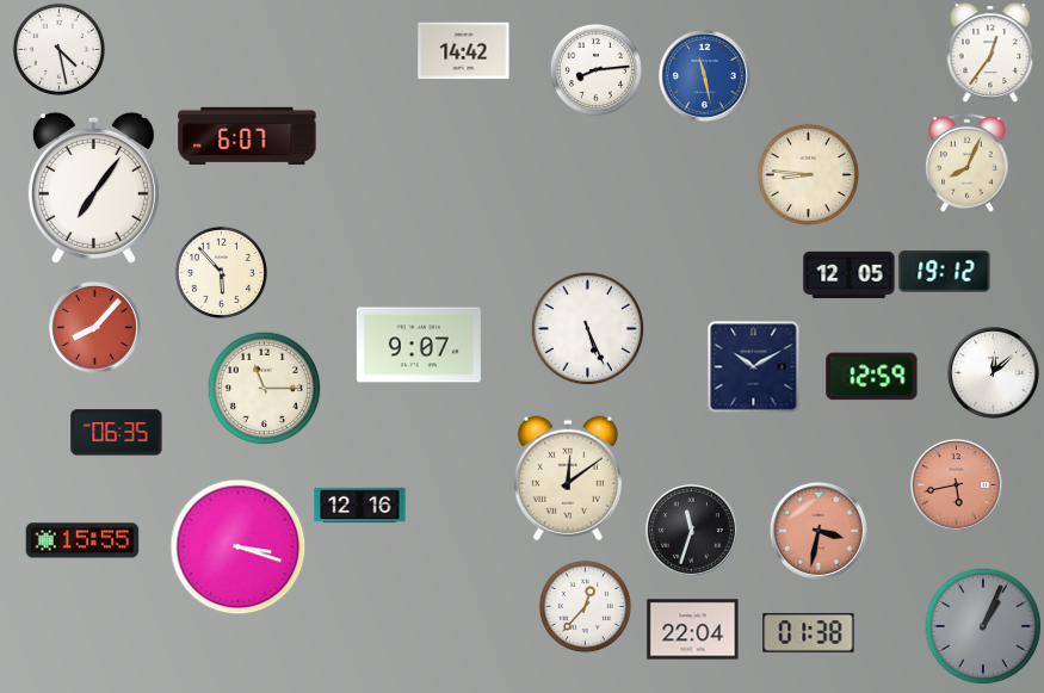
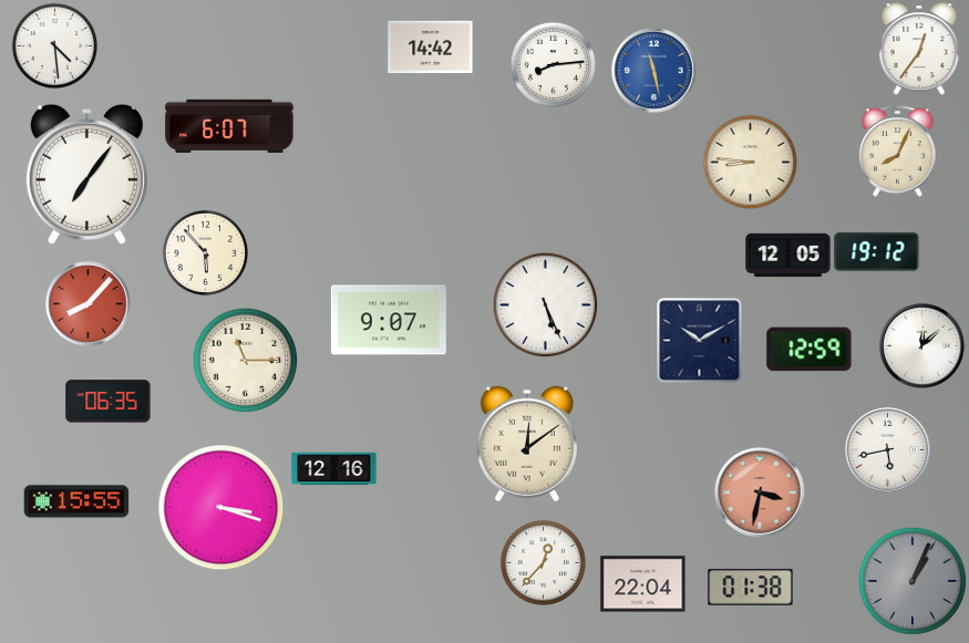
clock at (58, 49): 4:28 -> 4:29
clock at (957, 485) dial: salmon -> white
clock at (692, 531): 11:33 -> none
